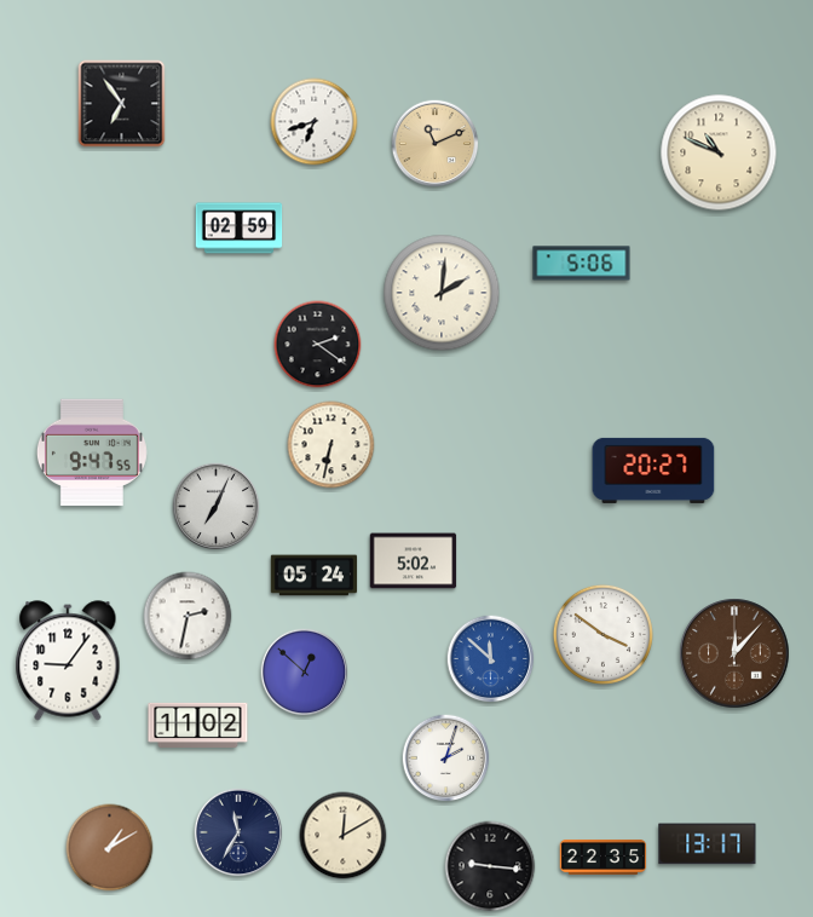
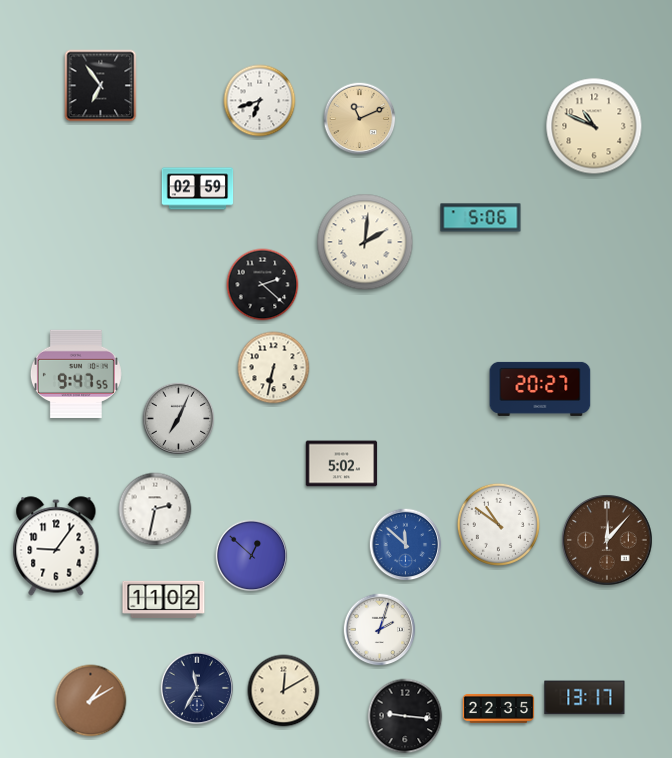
clock at (318, 345): 2:21 -> 2:22
clock at (315, 576): 05:24 -> none
clock at (602, 634): 3:51 -> 10:51
clock at (446, 759) position: (446, 759) -> (380, 630)
